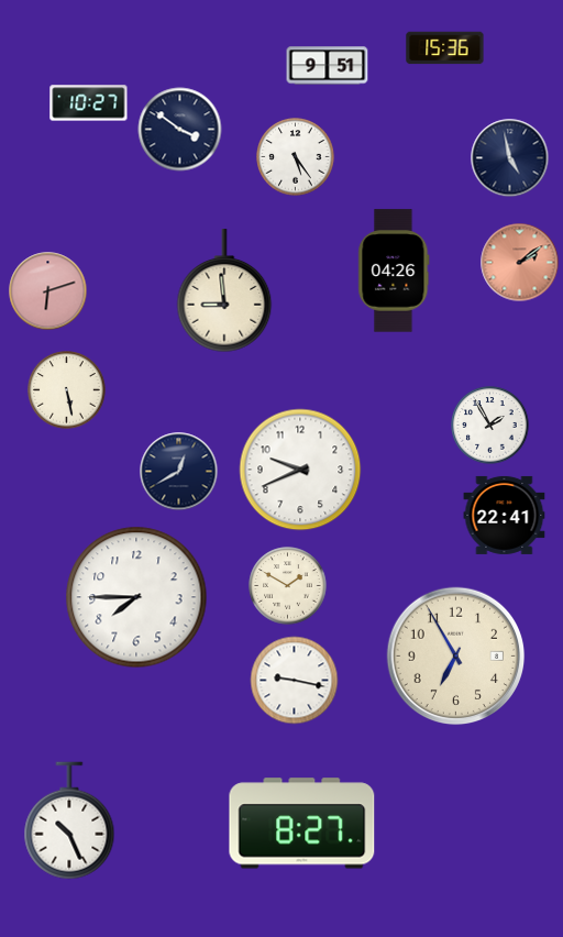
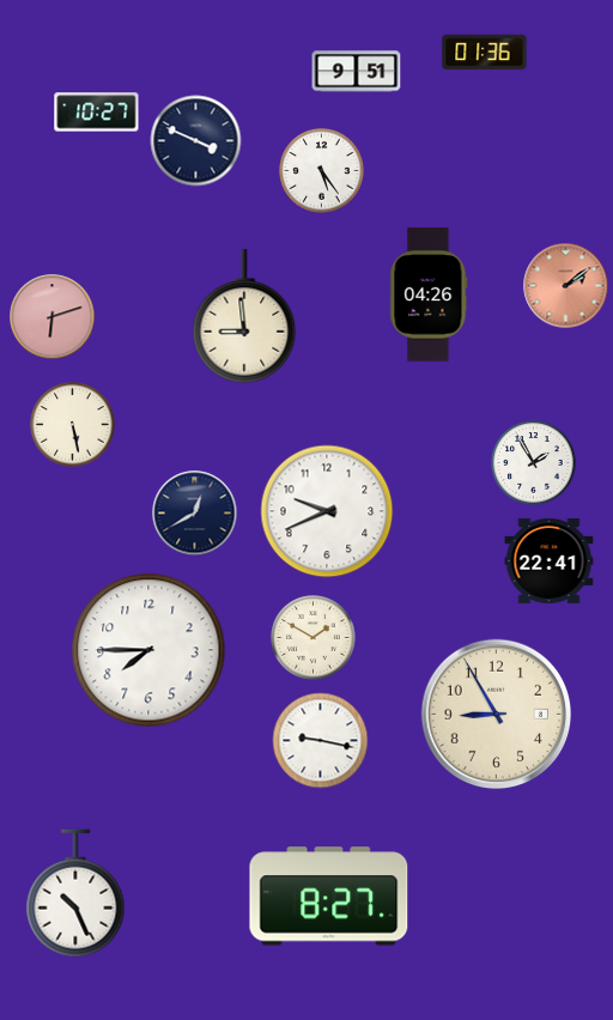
clock at (445, 48): 15:36 -> 01:36
clock at (180, 130): 3:51 -> 3:49
clock at (510, 158): 4:58 -> none
clock at (456, 657): 6:55 -> 8:55
